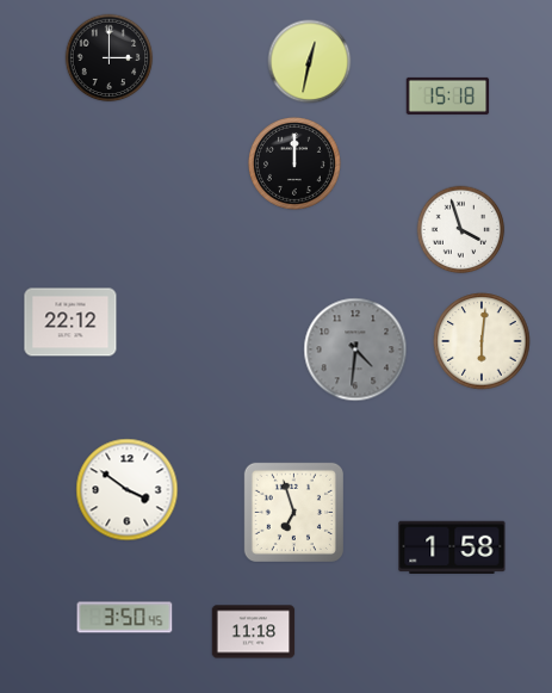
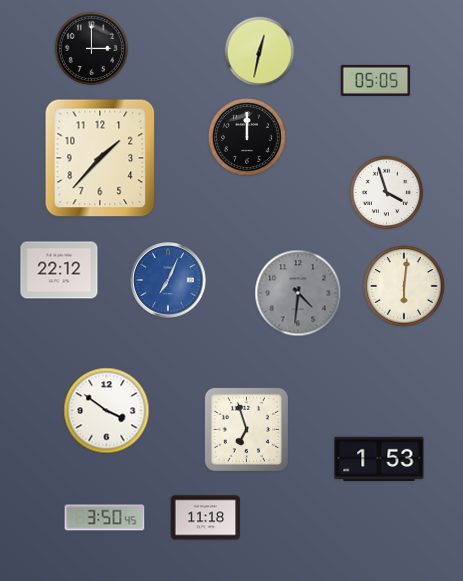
clock at (448, 95): 15:18 -> 05:05
clock at (100, 158): none -> 1:37
clock at (168, 280): none -> 7:04
clock at (452, 546): 1:58 -> 1:53
clock at (254, 632) position: (254, 632) -> (206, 518)
